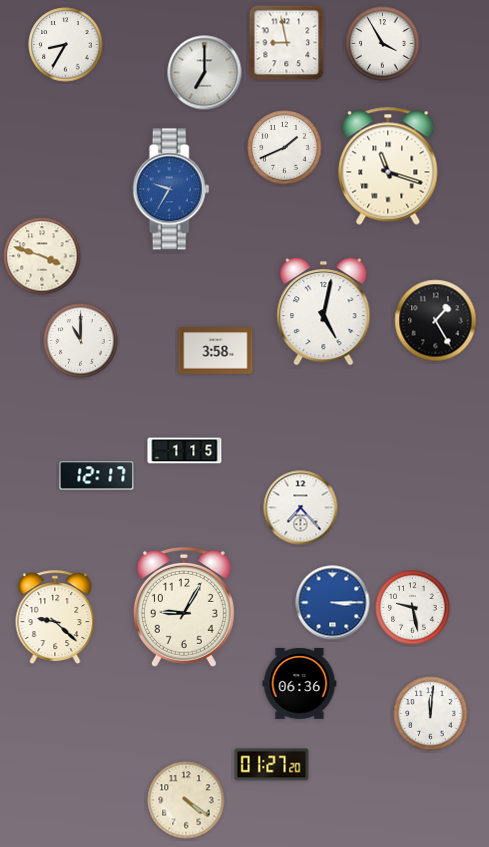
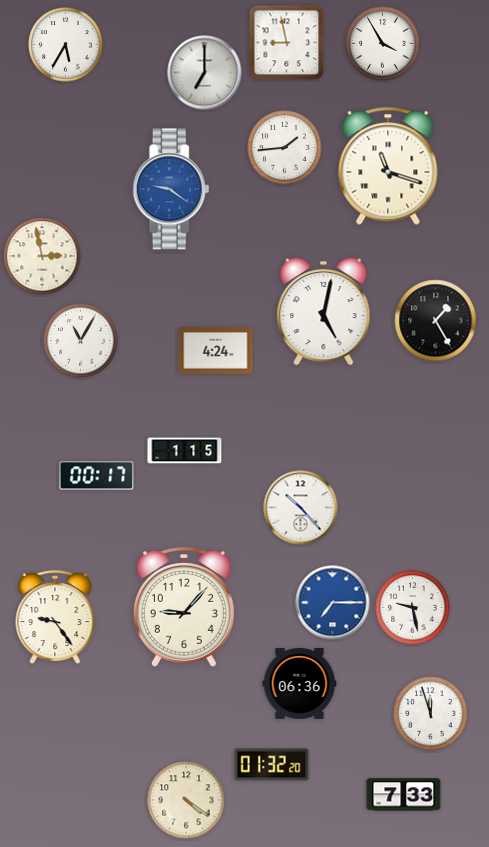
clock at (66, 45): 8:35 -> 5:35
clock at (285, 148): 1:41 -> 1:44
clock at (171, 189): 9:35 -> 9:21
clock at (42, 256): 3:48 -> 2:58
clock at (81, 341): 11:00 -> 11:05
clock at (216, 351): 3:58 -> 4:24
clock at (97, 476): 12:17 -> 00:17
clock at (301, 508): 7:23 -> 10:23
clock at (333, 603): 3:15 -> 7:15
clock at (184, 607): 9:05 -> 9:07
clock at (55, 617): 9:22 -> 9:24
clock at (431, 714): 12:01 -> 11:57
clock at (272, 765): 01:27 -> 01:32
clock at (404, 795): none -> 7:33
